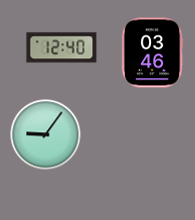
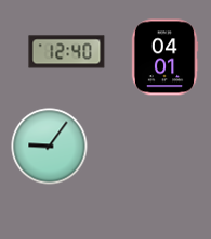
clock at (152, 53): 03:46 -> 04:01
